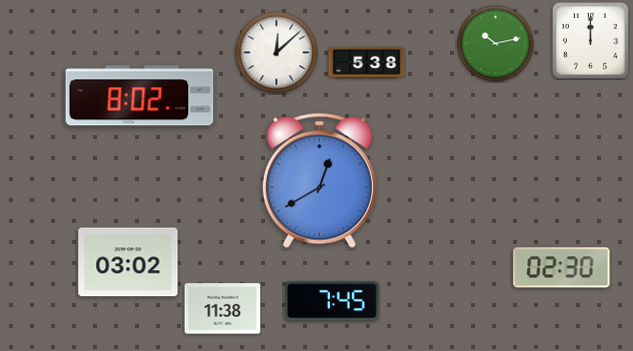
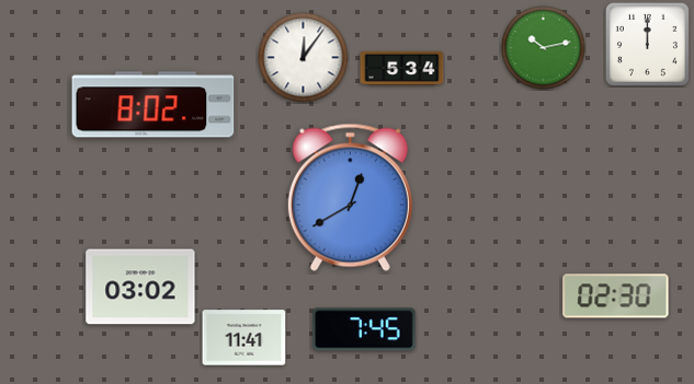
clock at (277, 53): 12:08 -> 12:06
clock at (367, 62): 5:38 -> 5:34
clock at (562, 268) position: (562, 268) -> (616, 296)
clock at (223, 309): 11:38 -> 11:41
